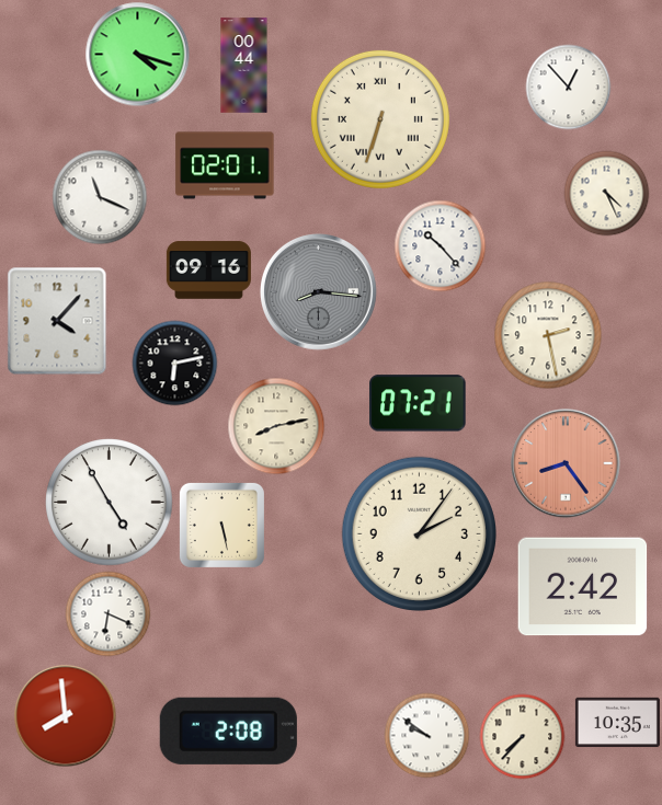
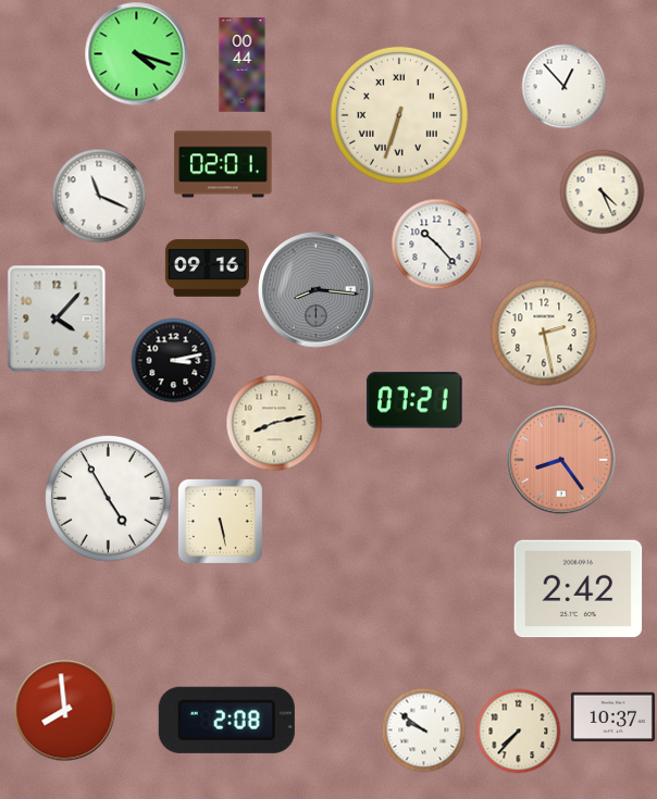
clock at (380, 119) position: (380, 119) -> (399, 115)
clock at (174, 363): 6:13 -> 3:13
clock at (419, 533): 2:06 -> none
clock at (583, 587) position: (583, 587) -> (579, 589)
clock at (107, 613): 6:19 -> none
clock at (617, 723): 10:35 -> 10:37
clock at (228, 731) position: (228, 731) -> (226, 720)
